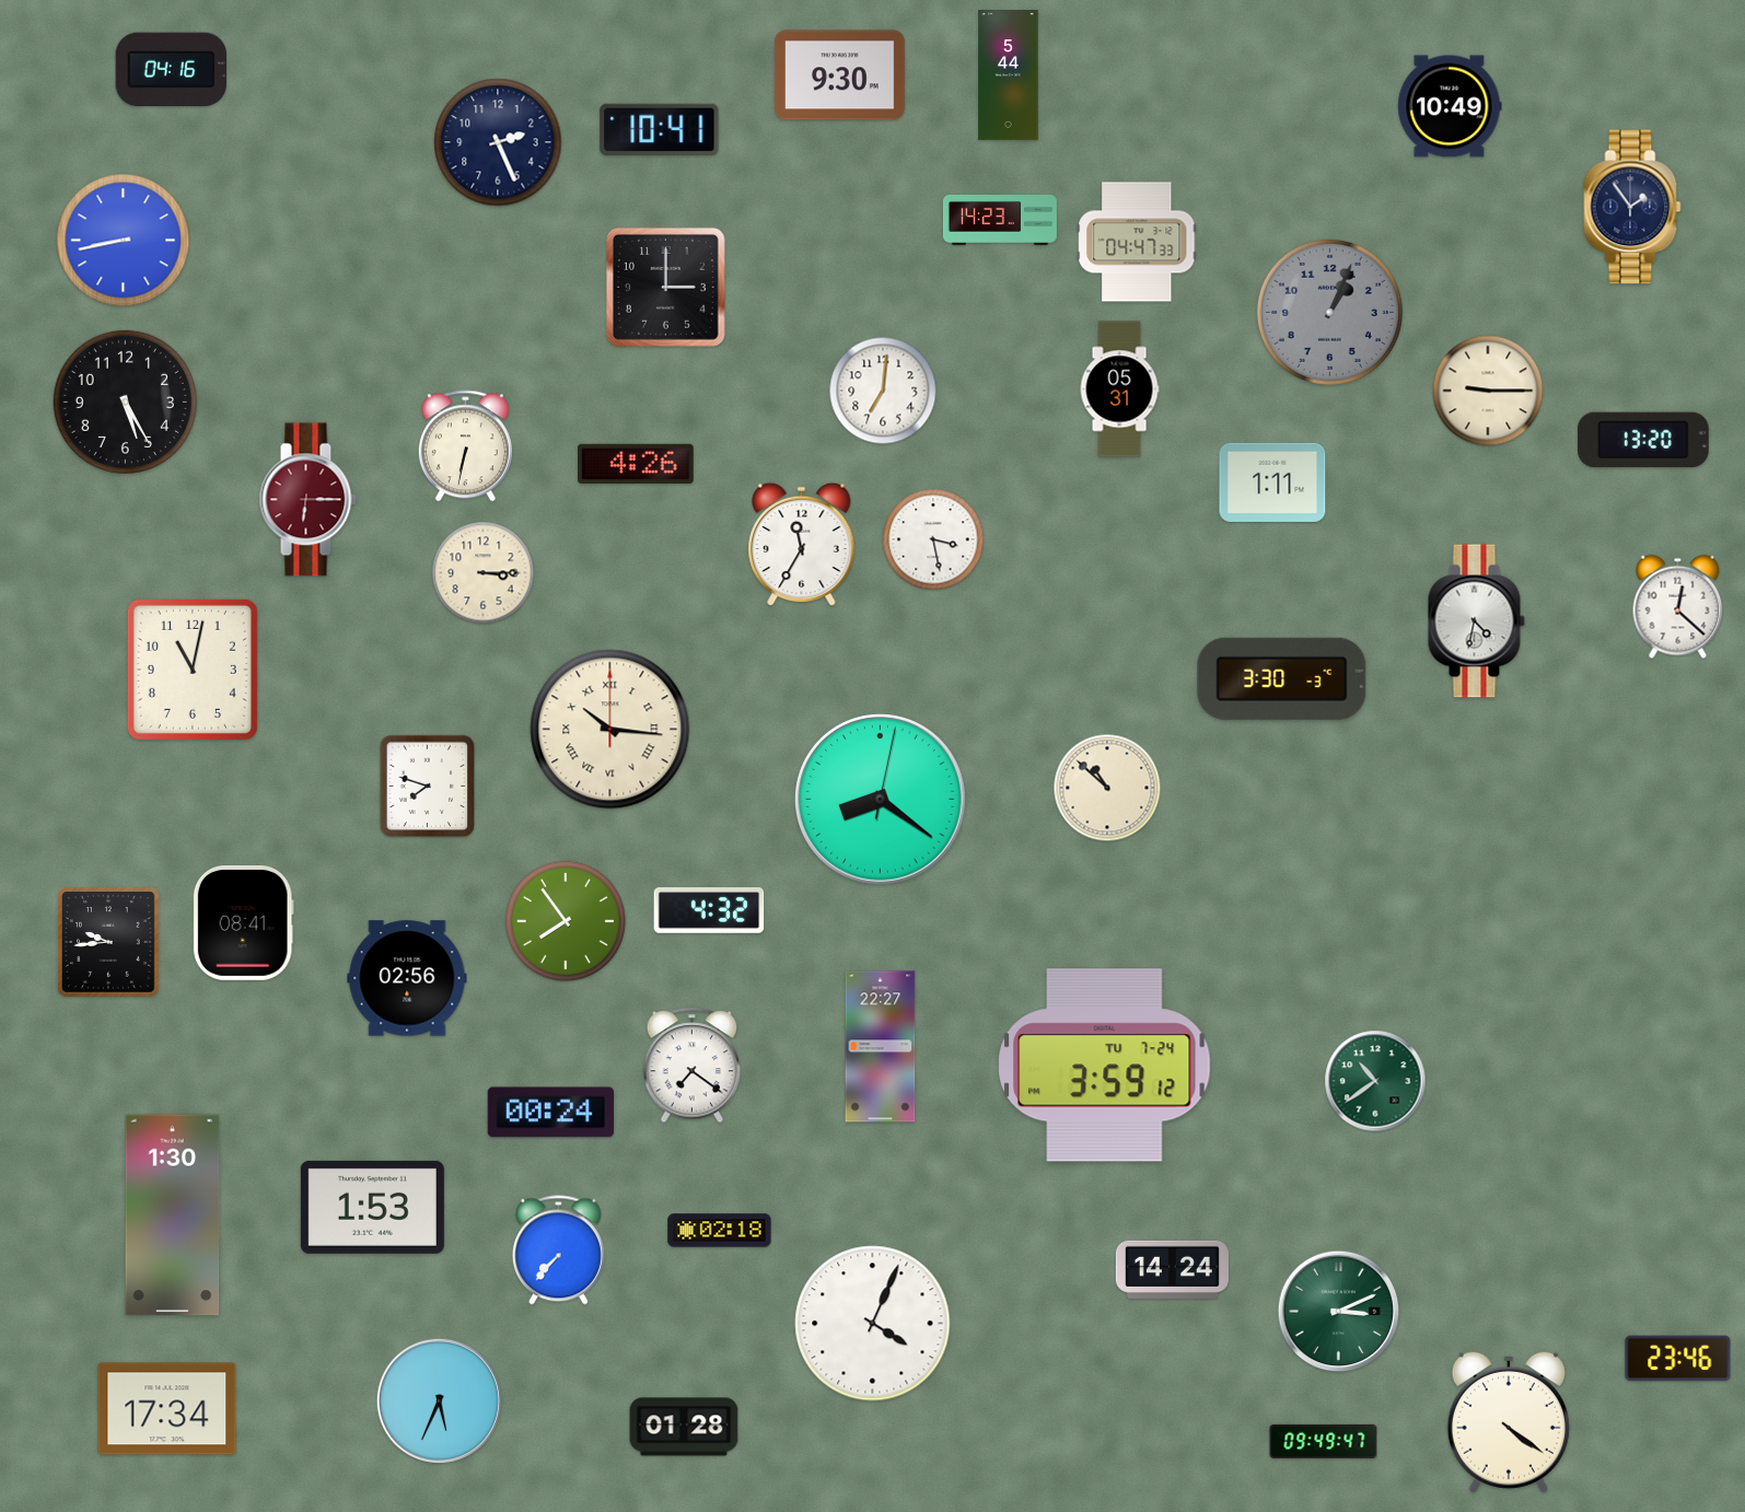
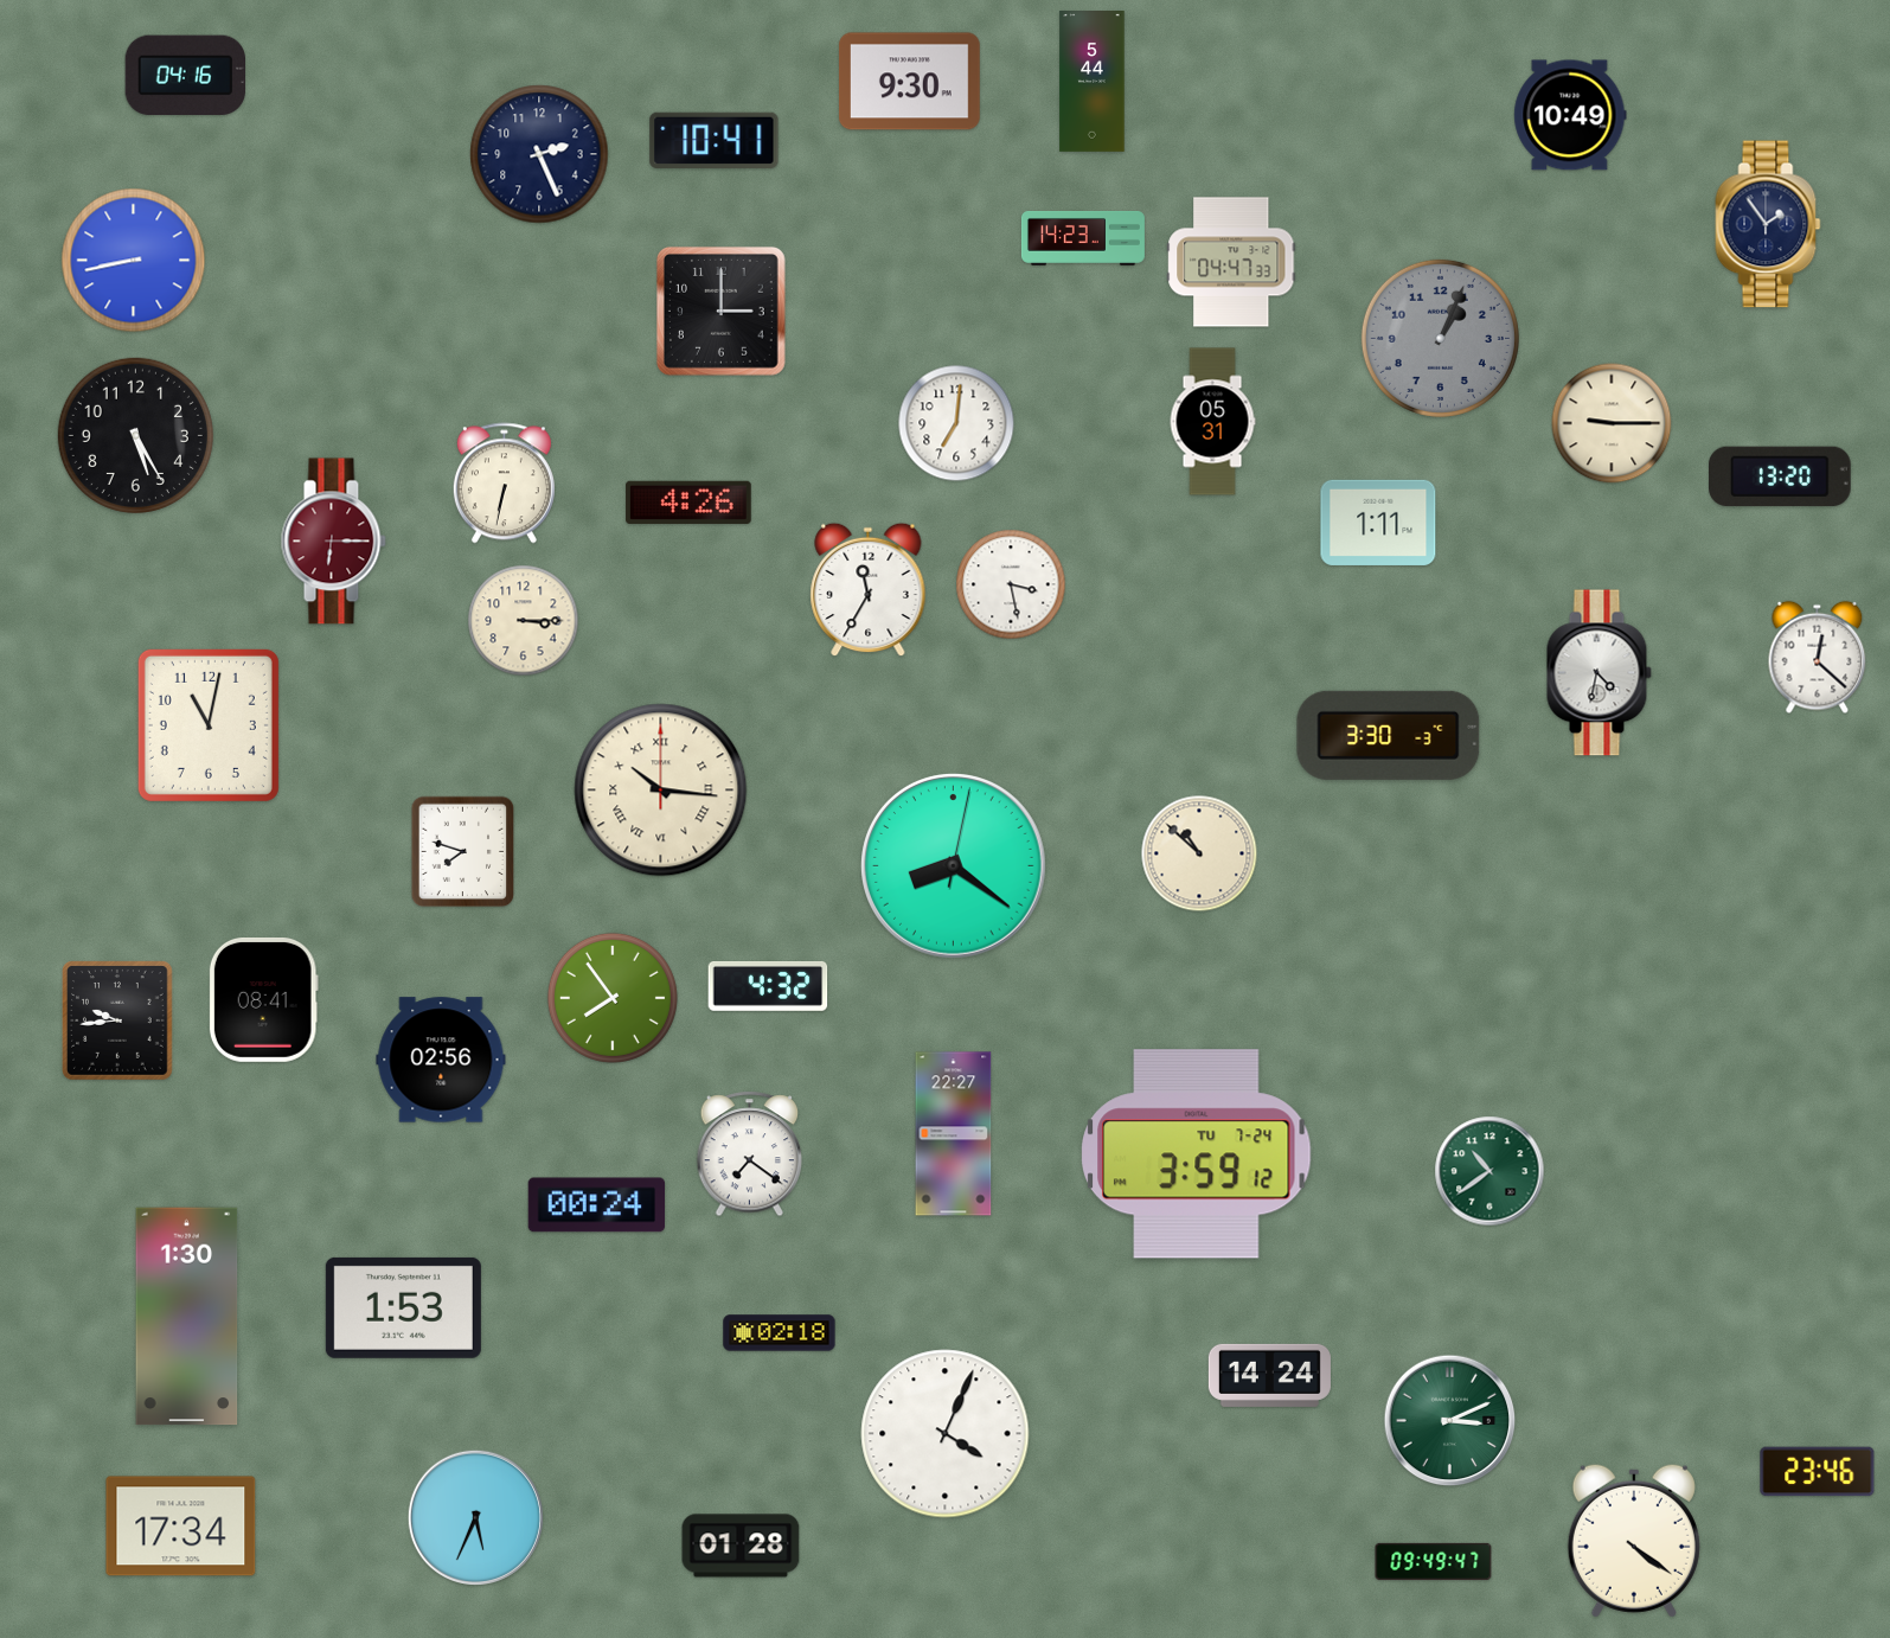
clock at (558, 1251): 7:37 -> none
